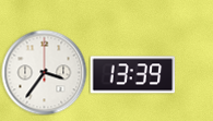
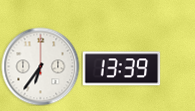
clock at (44, 72): 3:36 -> 6:36
